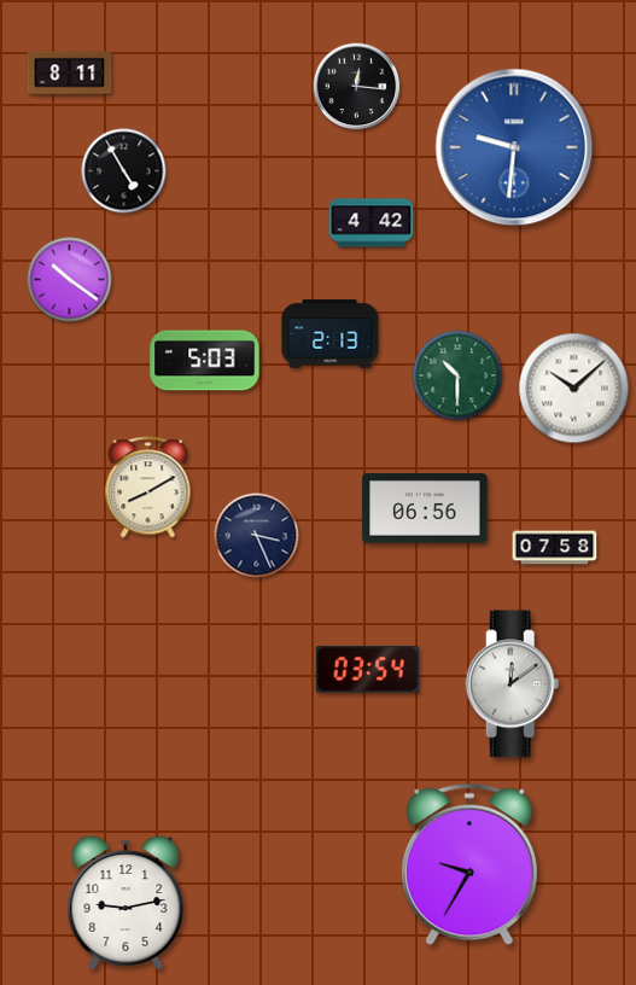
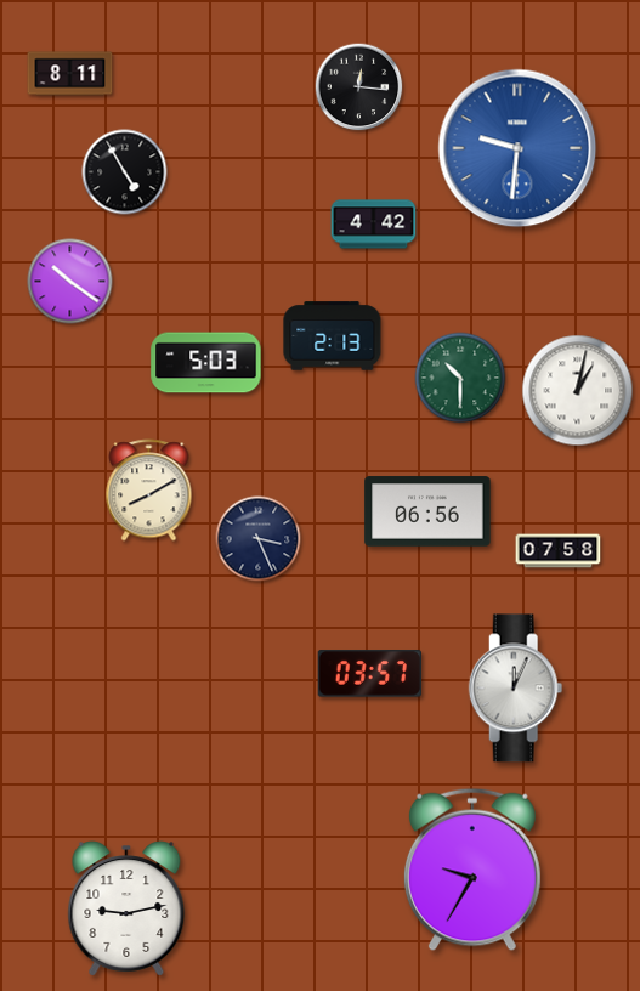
clock at (574, 389): 10:08 -> 1:02
clock at (367, 670): 03:54 -> 03:57
clock at (513, 684): 12:09 -> 12:04
